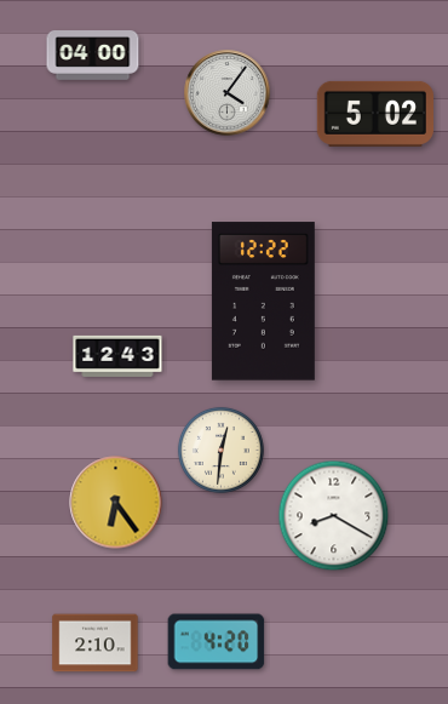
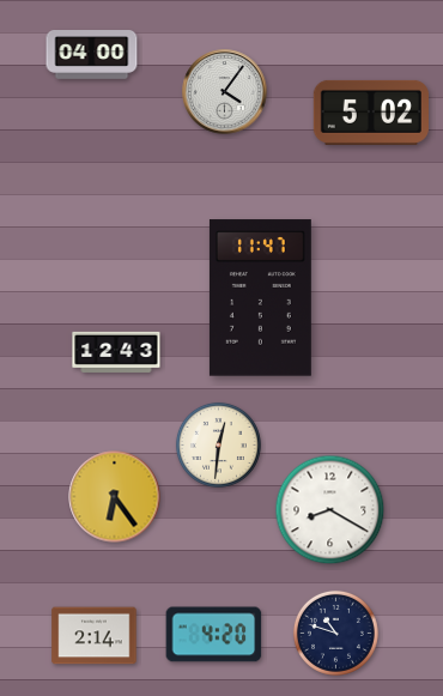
clock at (263, 302): 12:22 -> 11:47
clock at (335, 633): none -> 10:48
clock at (96, 643): 2:10 -> 2:14
